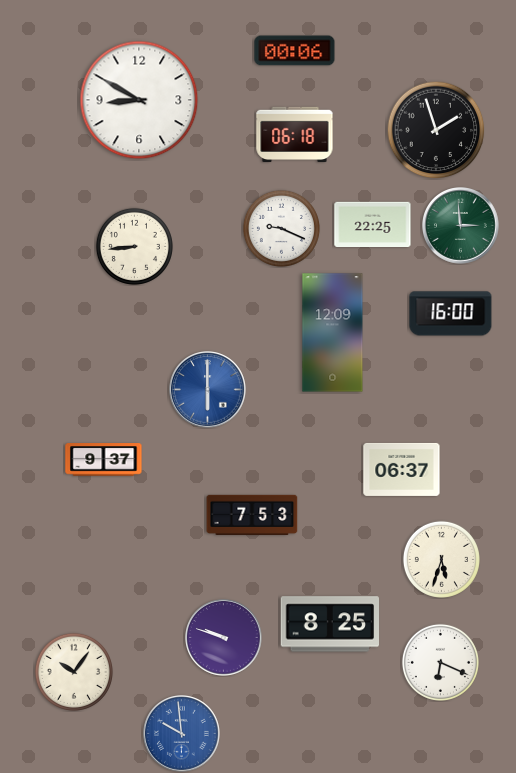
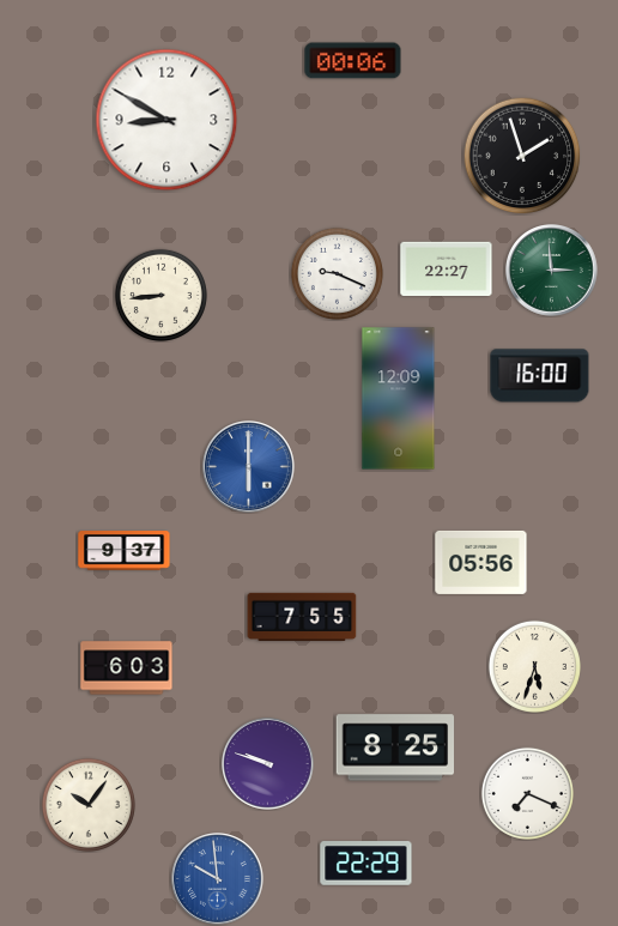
clock at (295, 135): 06:18 -> none
clock at (373, 224): 22:25 -> 22:27
clock at (402, 469): 06:37 -> 05:56
clock at (252, 515): 7:53 -> 7:55
clock at (127, 668): none -> 6:03
clock at (441, 559) position: (441, 559) -> (534, 666)
clock at (440, 662): 6:19 -> 7:19
clock at (366, 864): none -> 22:29
